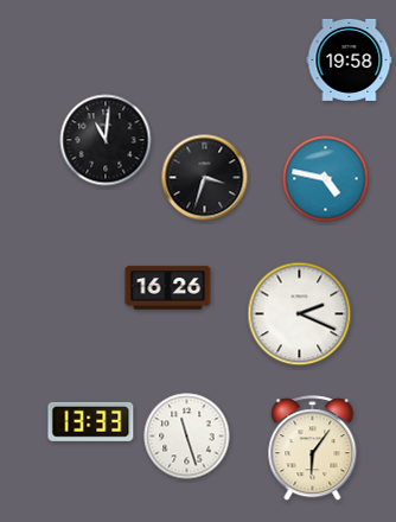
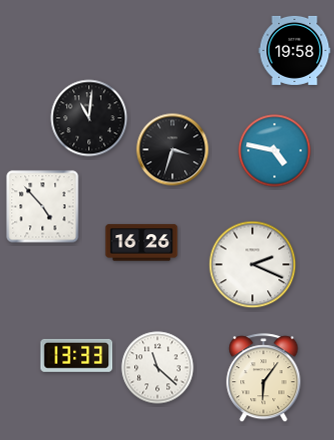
clock at (43, 207): none -> 4:53
clock at (187, 437): 11:27 -> 11:22
